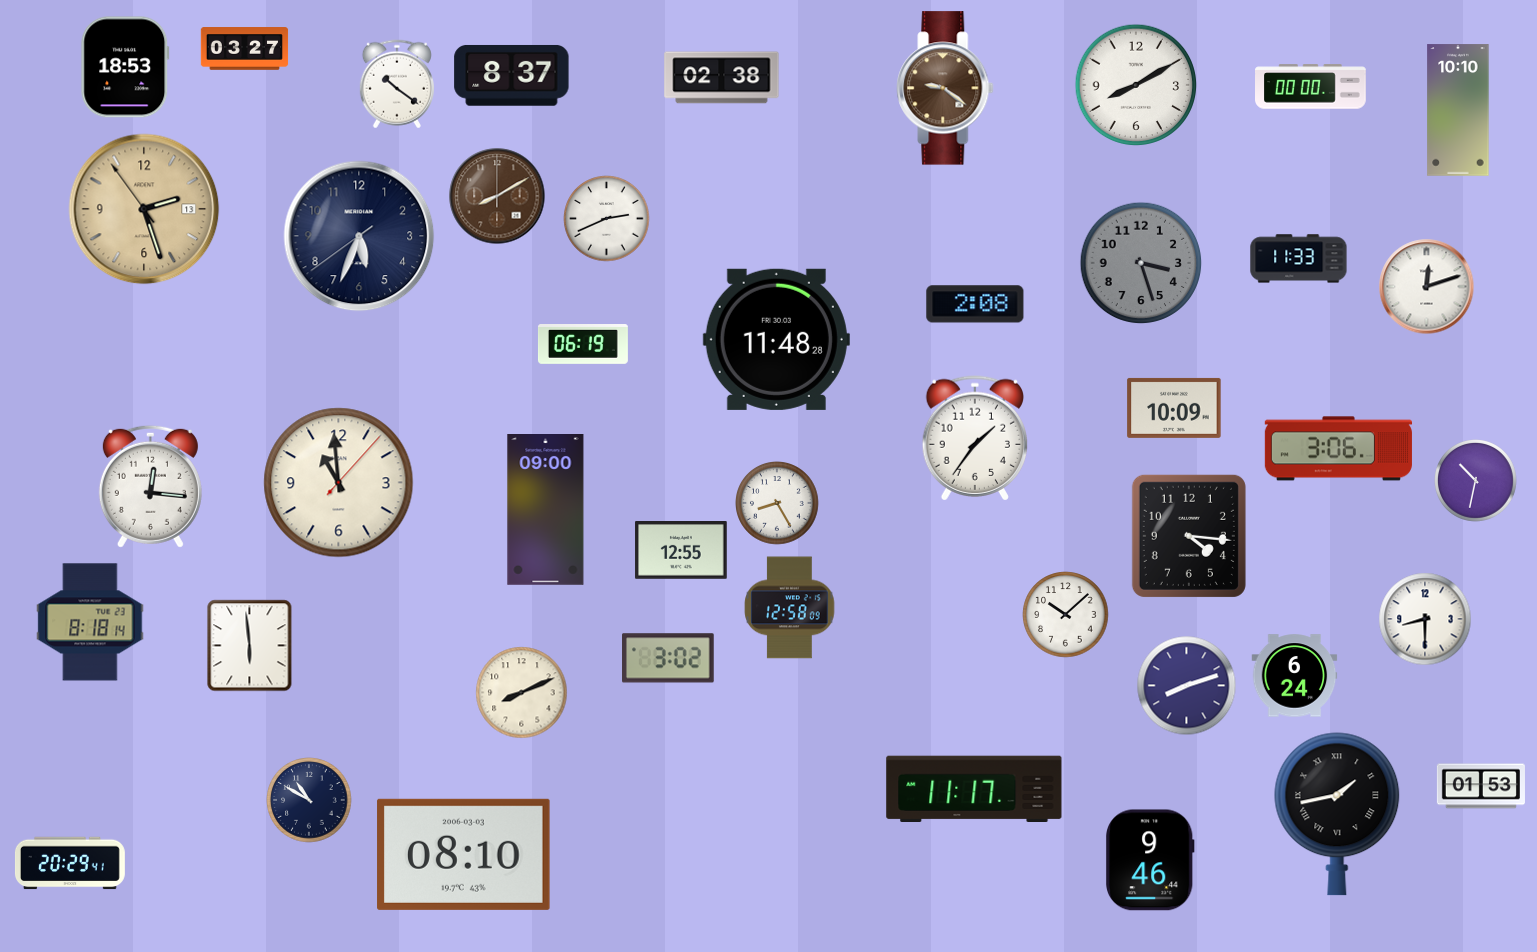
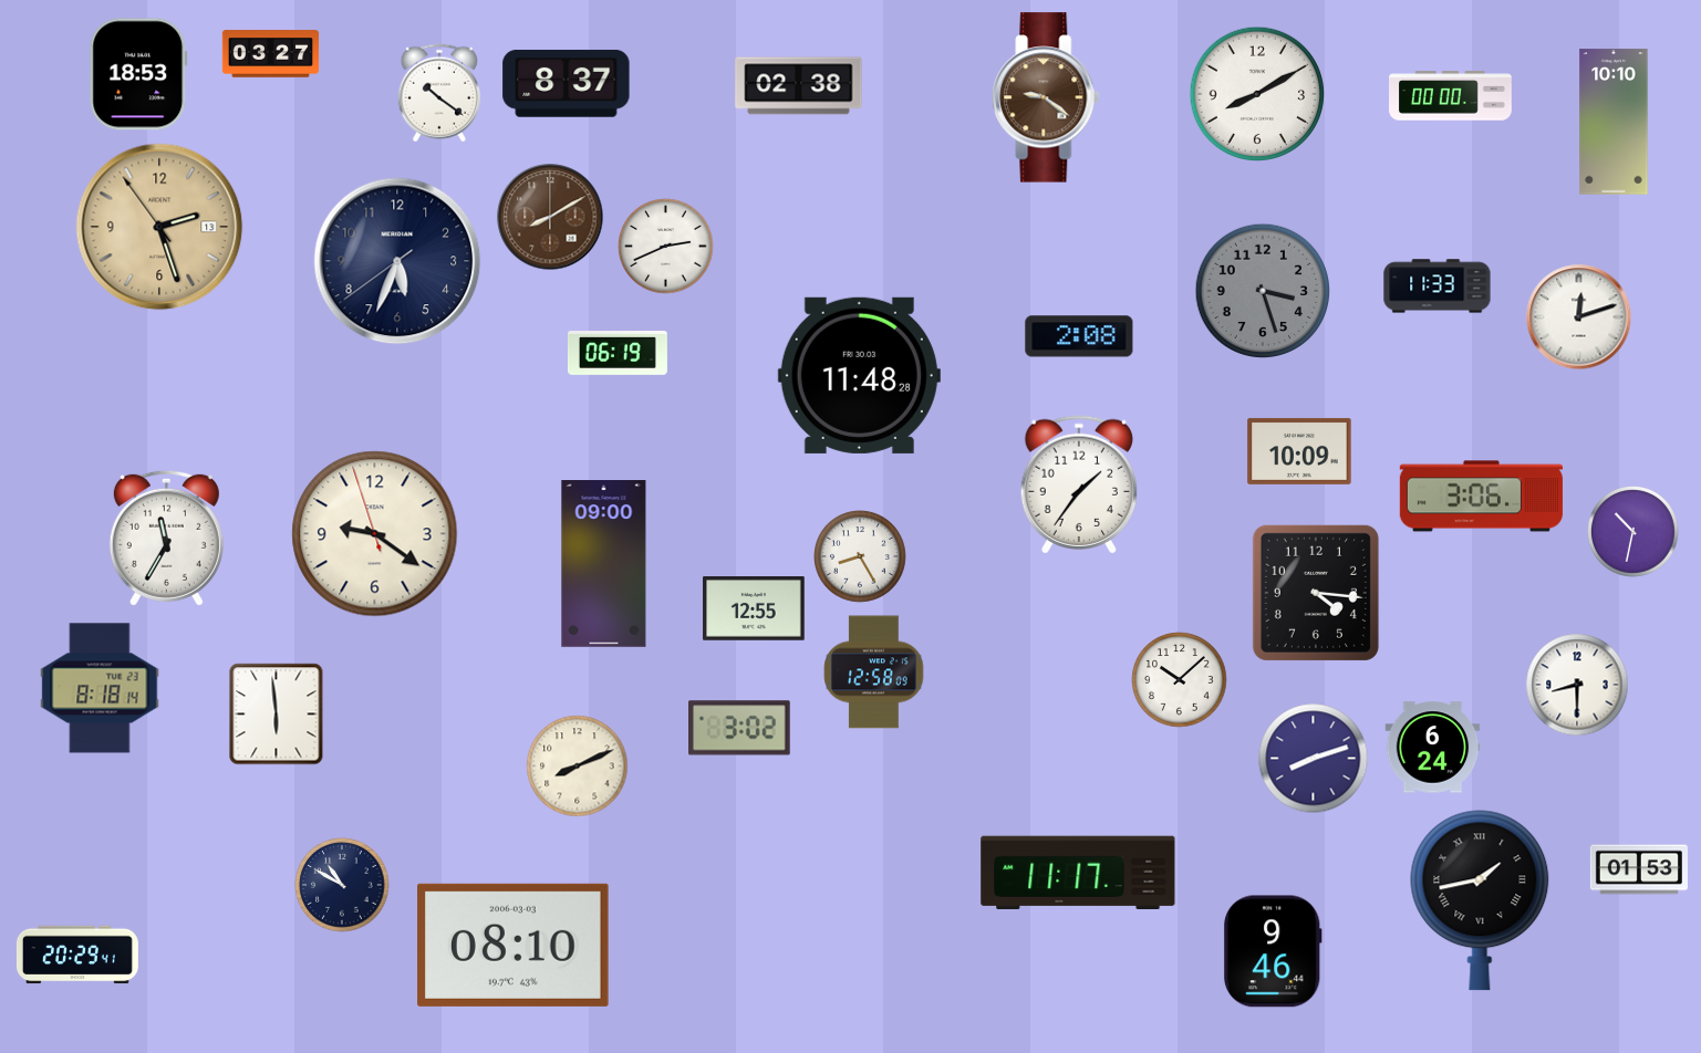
clock at (144, 209) position: (144, 209) -> (159, 227)
clock at (607, 219) position: (607, 219) -> (666, 247)
clock at (583, 345) position: (583, 345) -> (618, 354)
clock at (339, 483): 10:59 -> 9:20
clock at (150, 486): 12:16 -> 11:35
